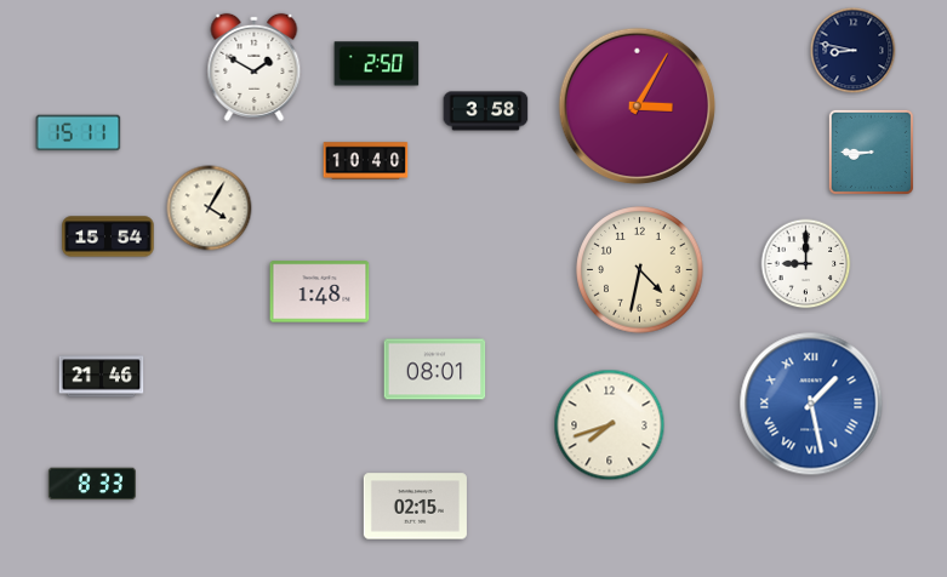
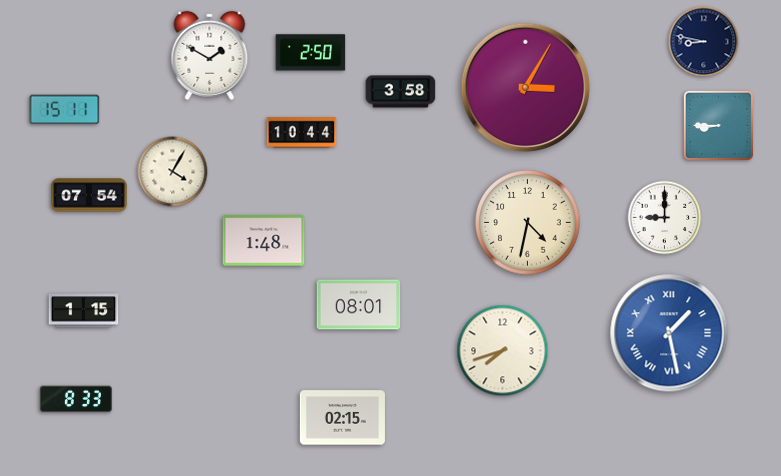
clock at (366, 161): 10:40 -> 10:44
clock at (108, 236): 15:54 -> 07:54
clock at (102, 377): 21:46 -> 1:15
